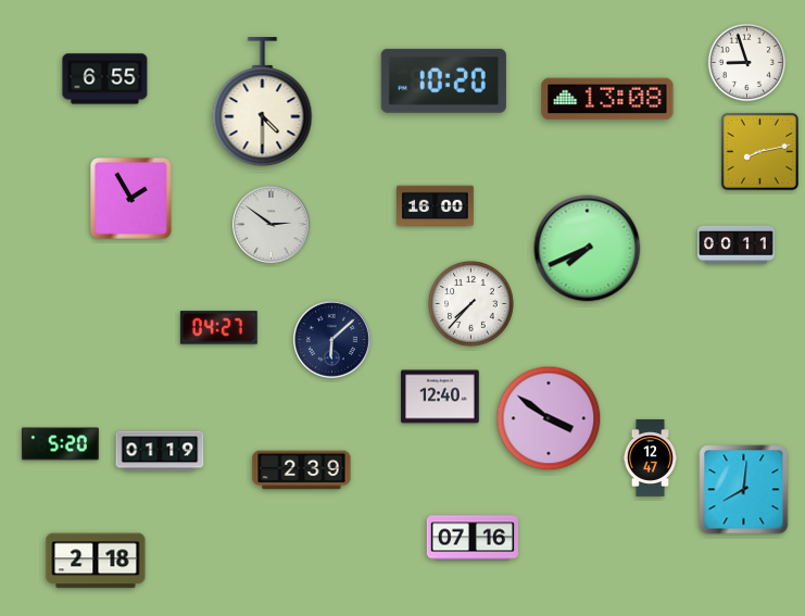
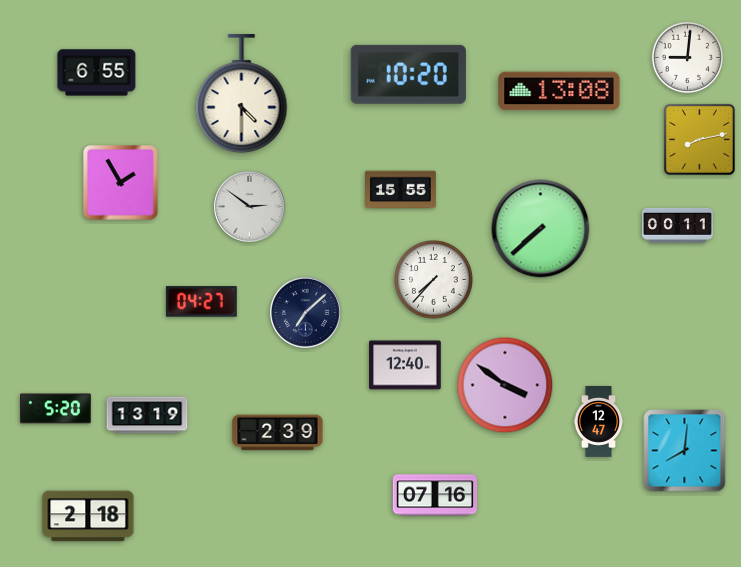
clock at (747, 63): 8:57 -> 9:01
clock at (436, 206): 16:00 -> 15:55
clock at (588, 249): 7:41 -> 7:38
clock at (332, 340): 6:08 -> 7:08
clock at (160, 451): 01:19 -> 13:19
